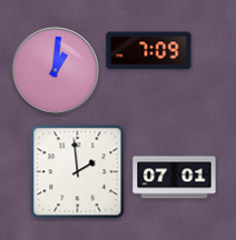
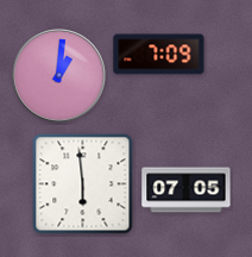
clock at (78, 172): 1:59 -> 5:59
clock at (175, 178): 07:01 -> 07:05
